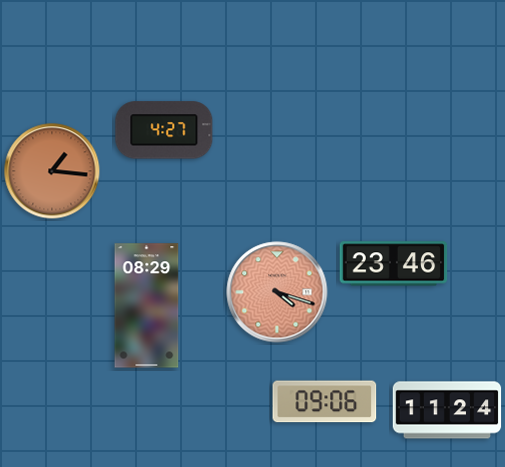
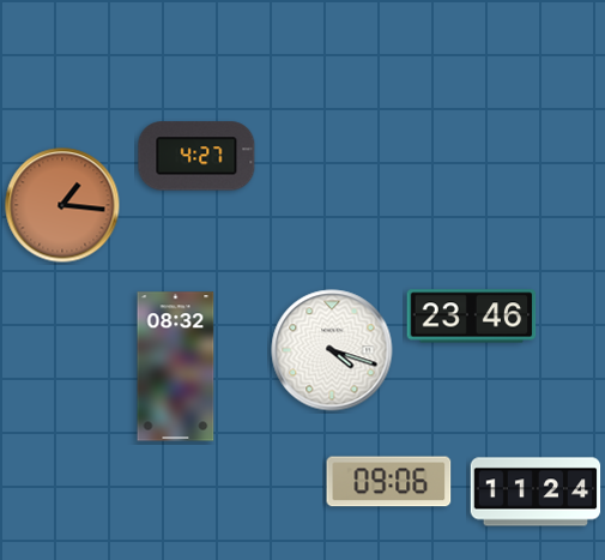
clock at (277, 292) dial: salmon -> white
clock at (147, 306): 08:29 -> 08:32
